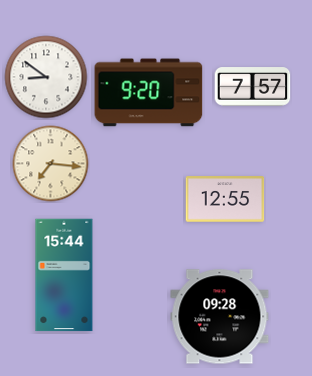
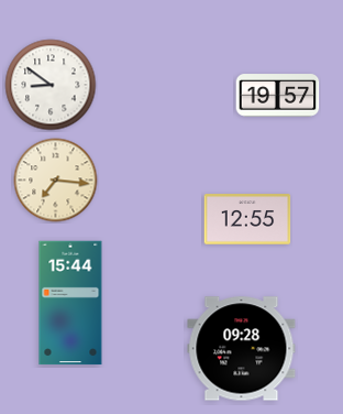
clock at (253, 87): 7:57 -> 19:57
clock at (149, 93): 9:20 -> none
